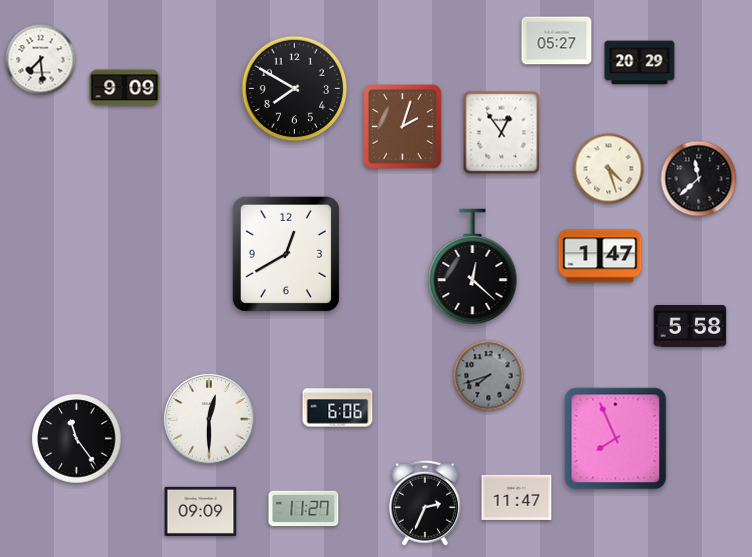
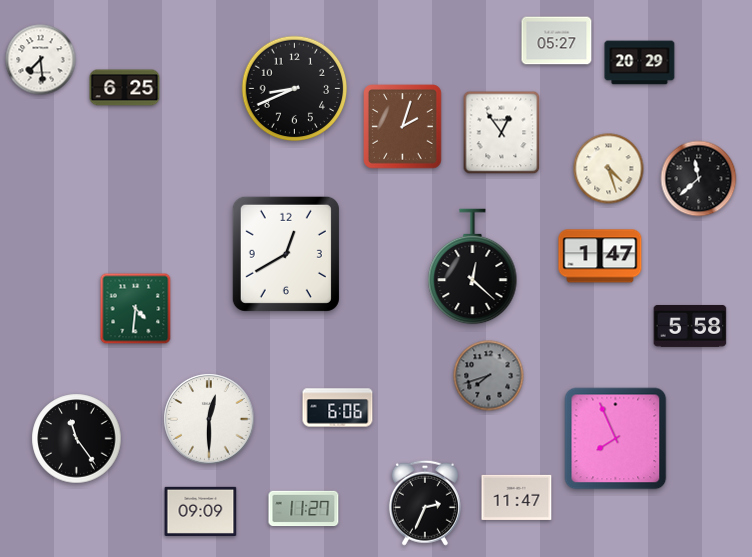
clock at (125, 88): 9:09 -> 6:25
clock at (295, 89): 7:50 -> 8:41
clock at (136, 309): none -> 4:31
